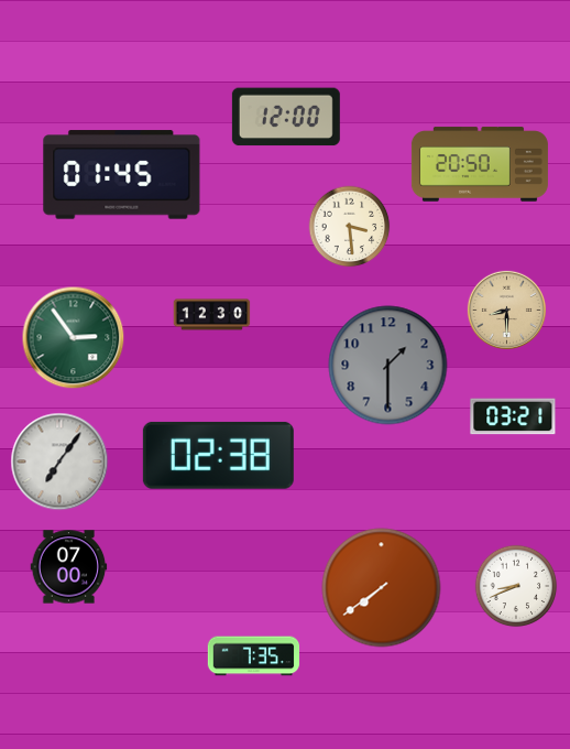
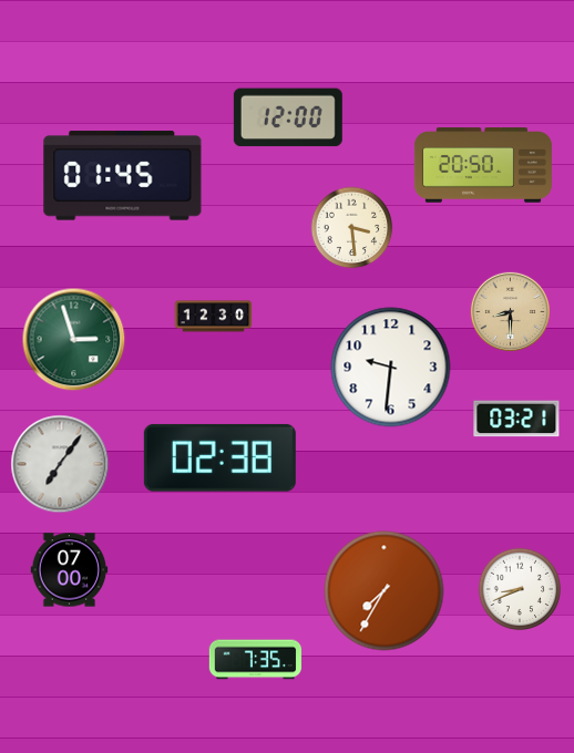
clock at (74, 338): 2:54 -> 2:57
clock at (388, 366): 1:30 -> 9:31
clock at (388, 366) dial: grey -> white
clock at (382, 588): 7:39 -> 7:35
